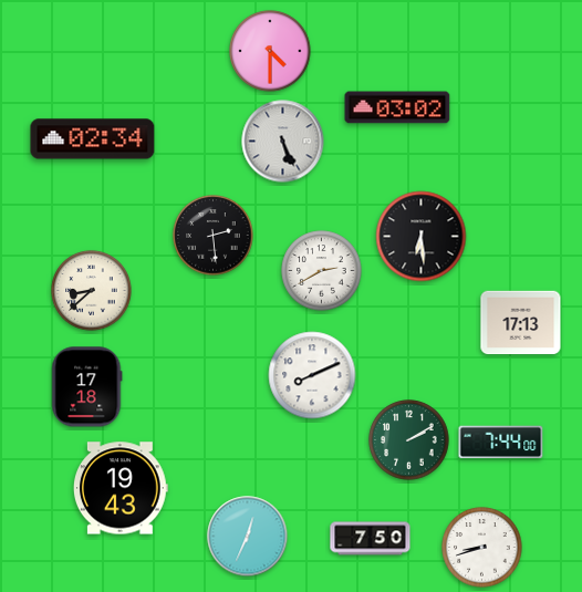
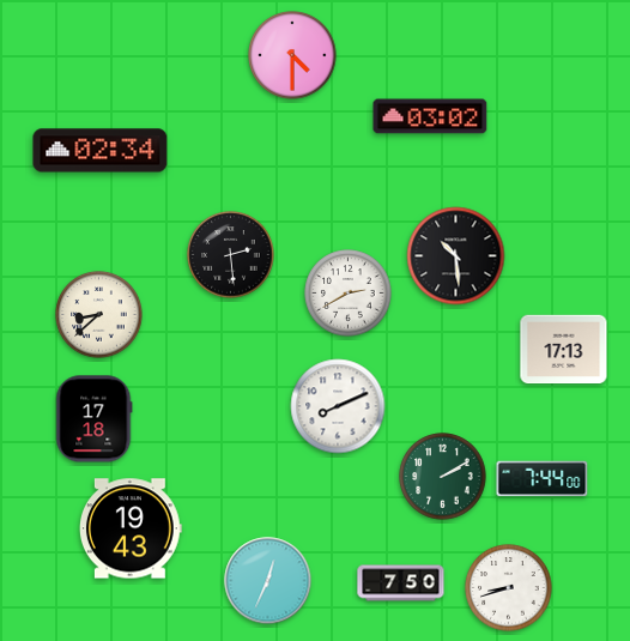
clock at (283, 142): 5:26 -> none
clock at (422, 237): 6:29 -> 10:29
clock at (482, 548) position: (482, 548) -> (509, 588)
